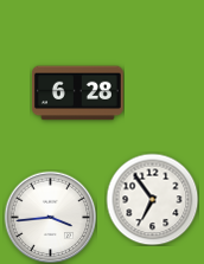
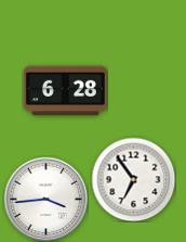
clock at (77, 94) position: (77, 94) -> (65, 91)
clock at (152, 199) position: (152, 199) -> (133, 179)
